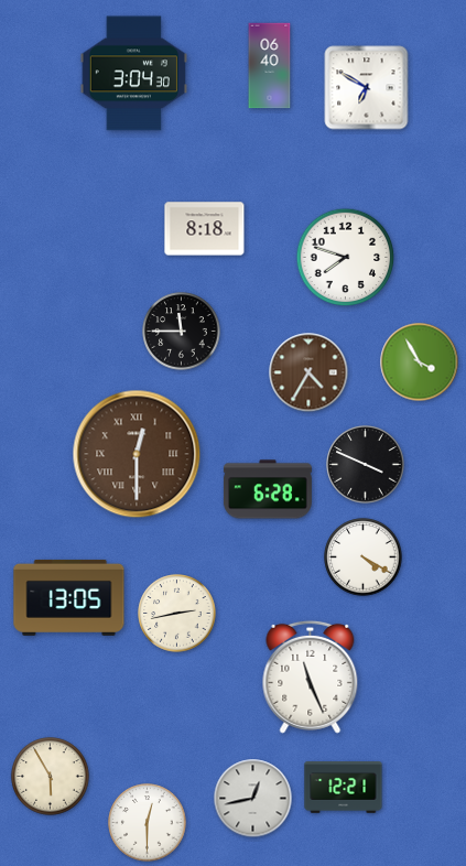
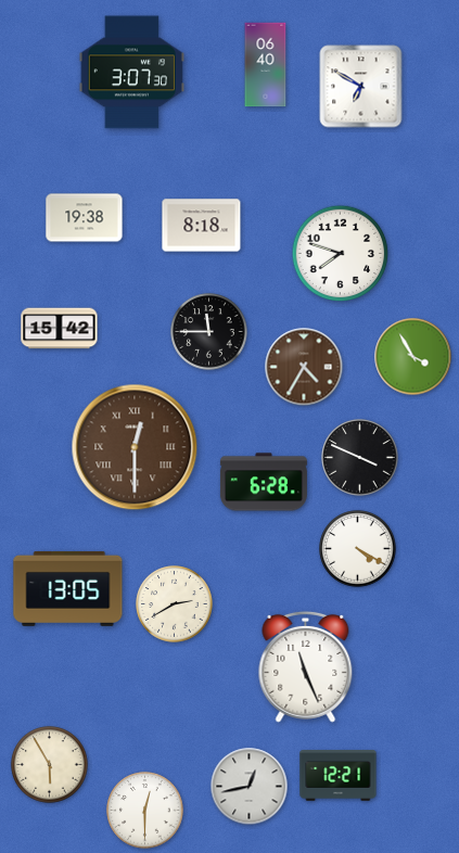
clock at (133, 74): 3:04 -> 3:07
clock at (85, 218): none -> 19:38
clock at (182, 332) position: (182, 332) -> (209, 332)
clock at (60, 329): none -> 15:42
clock at (177, 614): 2:43 -> 2:40
